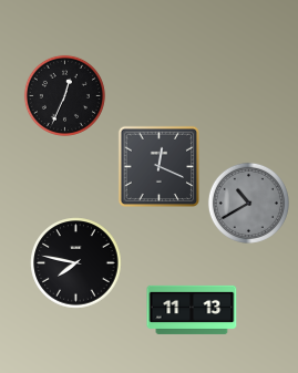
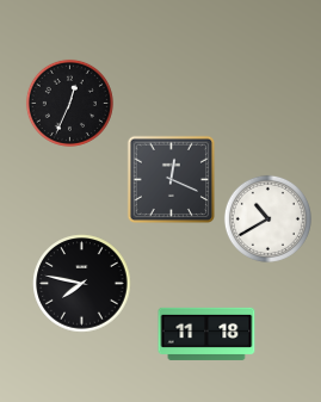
clock at (248, 203) dial: grey -> white
clock at (192, 310): 11:13 -> 11:18
